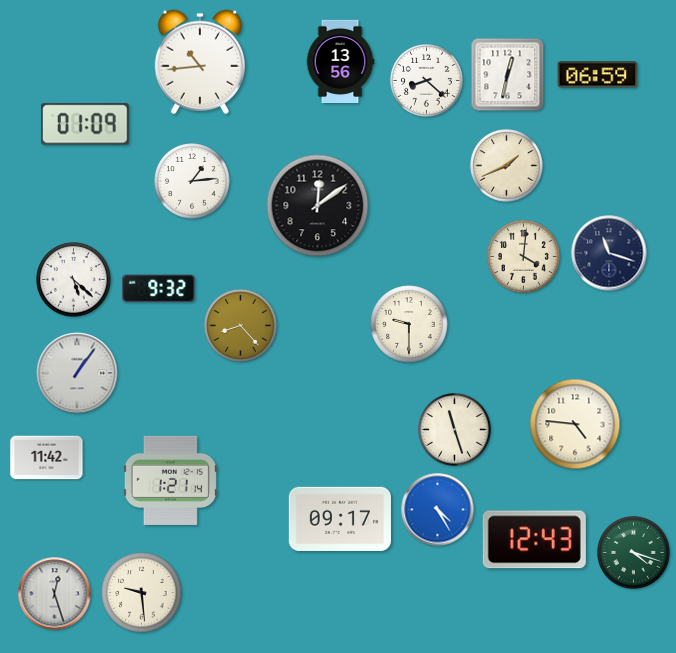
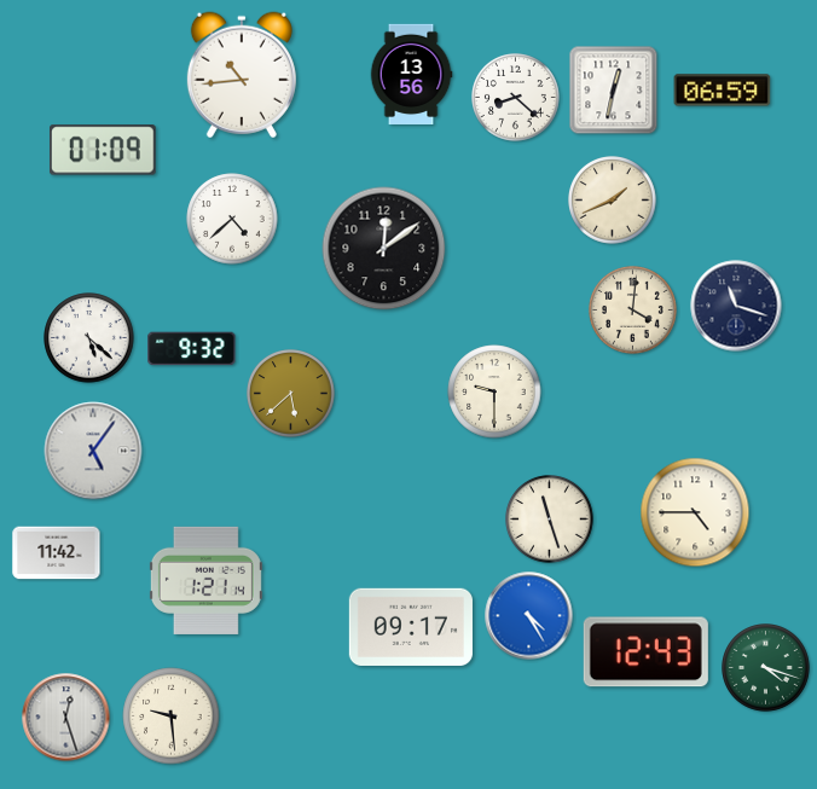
clock at (192, 181): 1:14 -> 4:38
clock at (241, 326): 8:23 -> 5:38
clock at (77, 373): 1:06 -> 5:06
clock at (575, 424): 4:46 -> 4:45
